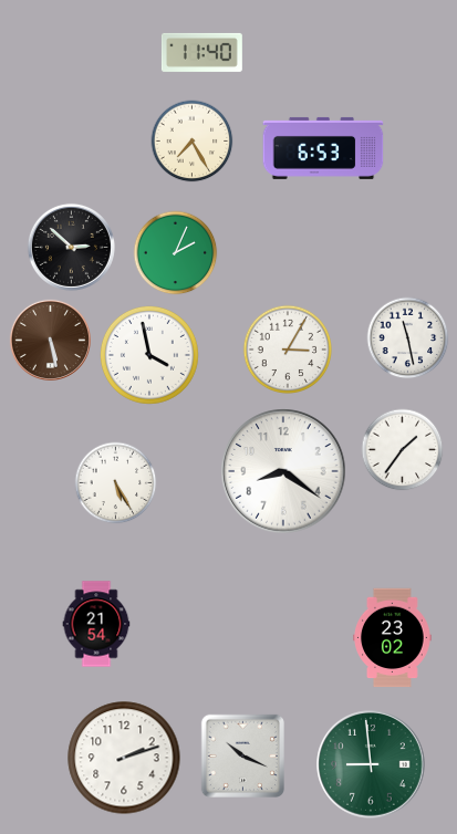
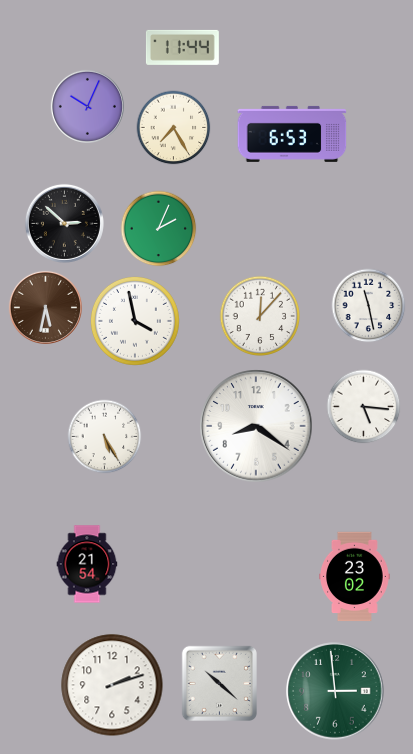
clock at (201, 52): 11:40 -> 11:44
clock at (87, 106): none -> 10:04
clock at (50, 340): 5:28 -> 5:32
clock at (288, 350): 3:05 -> 12:07
clock at (403, 450): 1:36 -> 5:16
clock at (242, 755): 10:19 -> 10:22
clock at (372, 765): 8:59 -> 2:59
